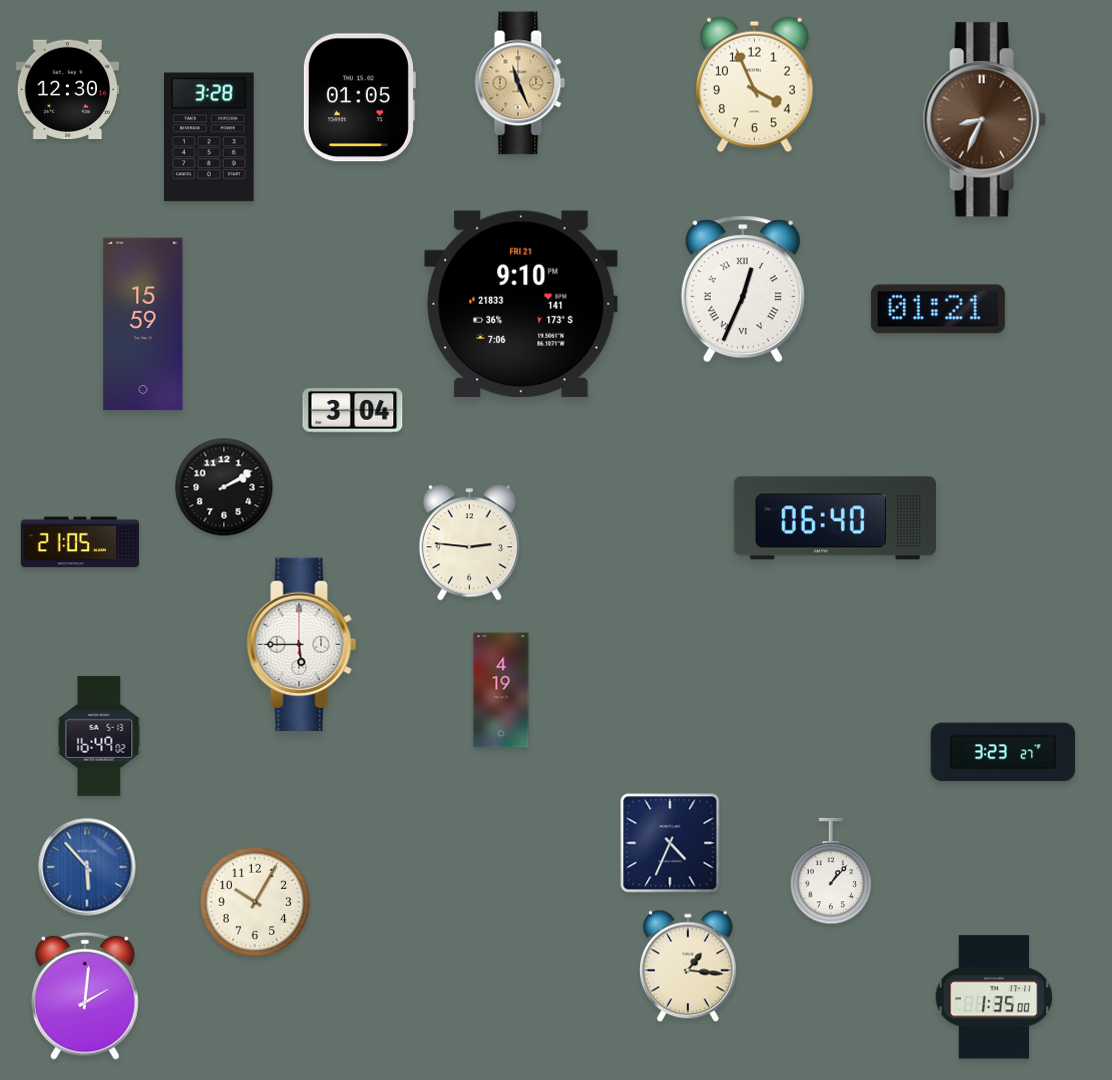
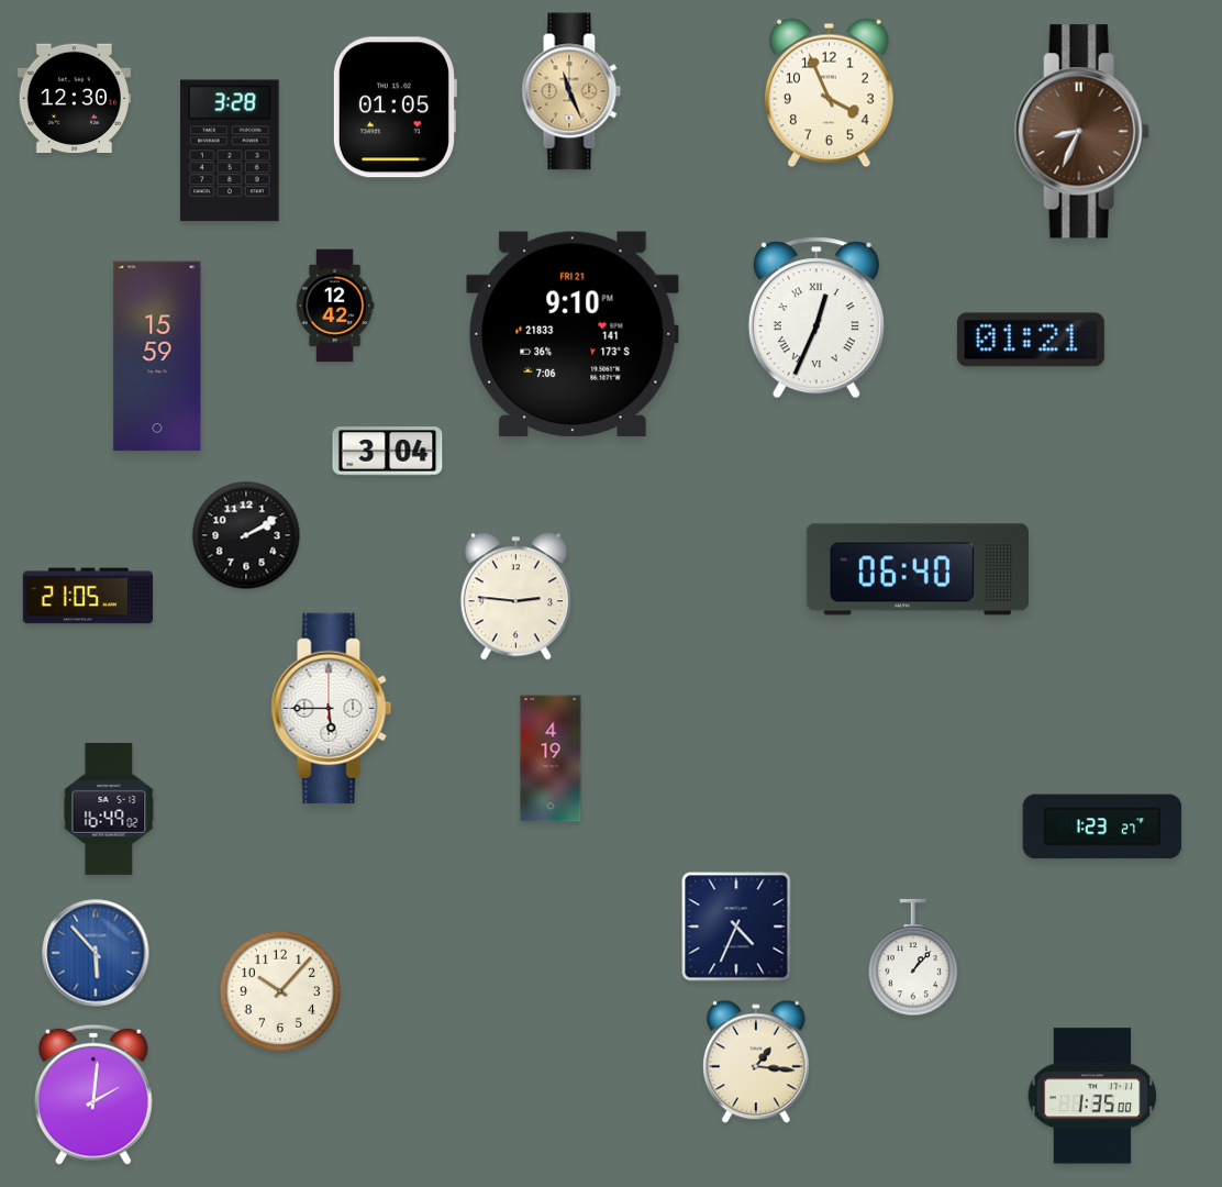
clock at (335, 306): none -> 12:42
clock at (1003, 752): 3:23 -> 1:23
clock at (254, 901): 10:05 -> 10:07
